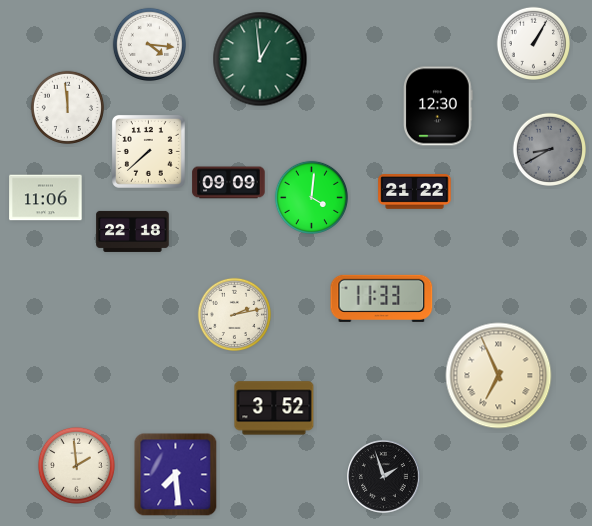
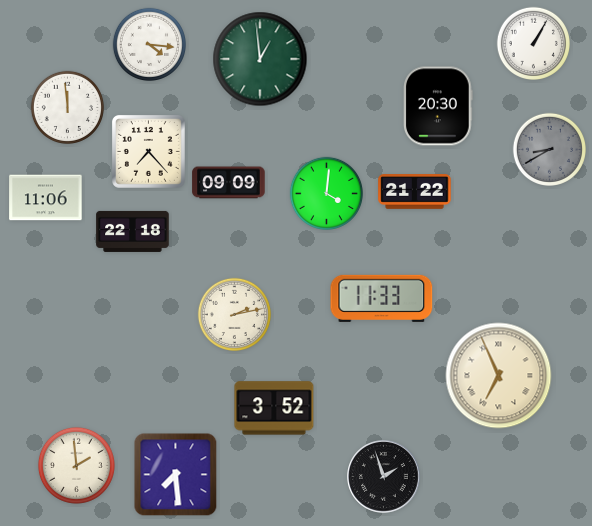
clock at (438, 106): 12:30 -> 20:30
clock at (148, 151): 7:38 -> 7:23
clock at (311, 197) position: (311, 197) -> (326, 193)
